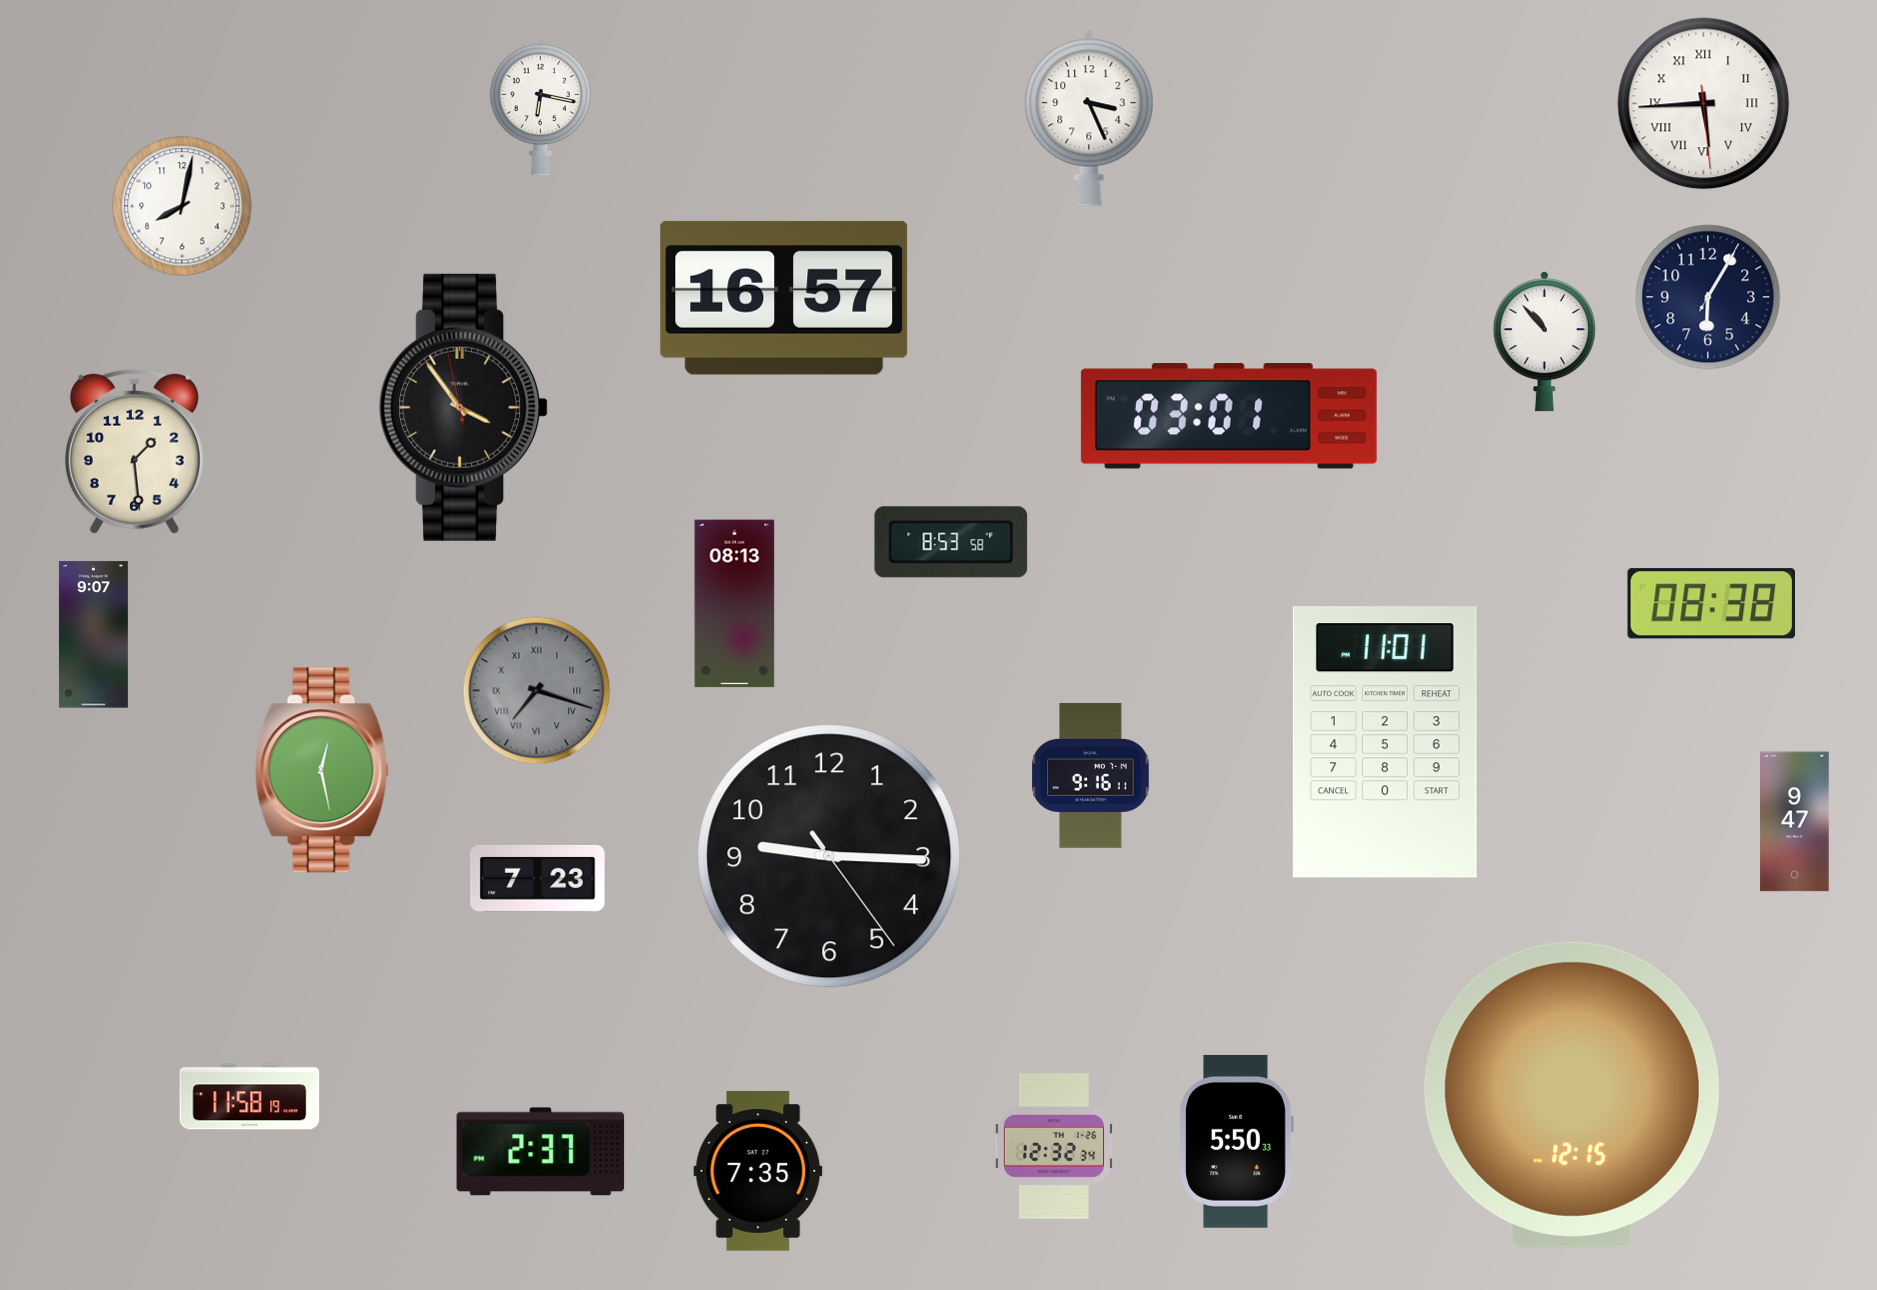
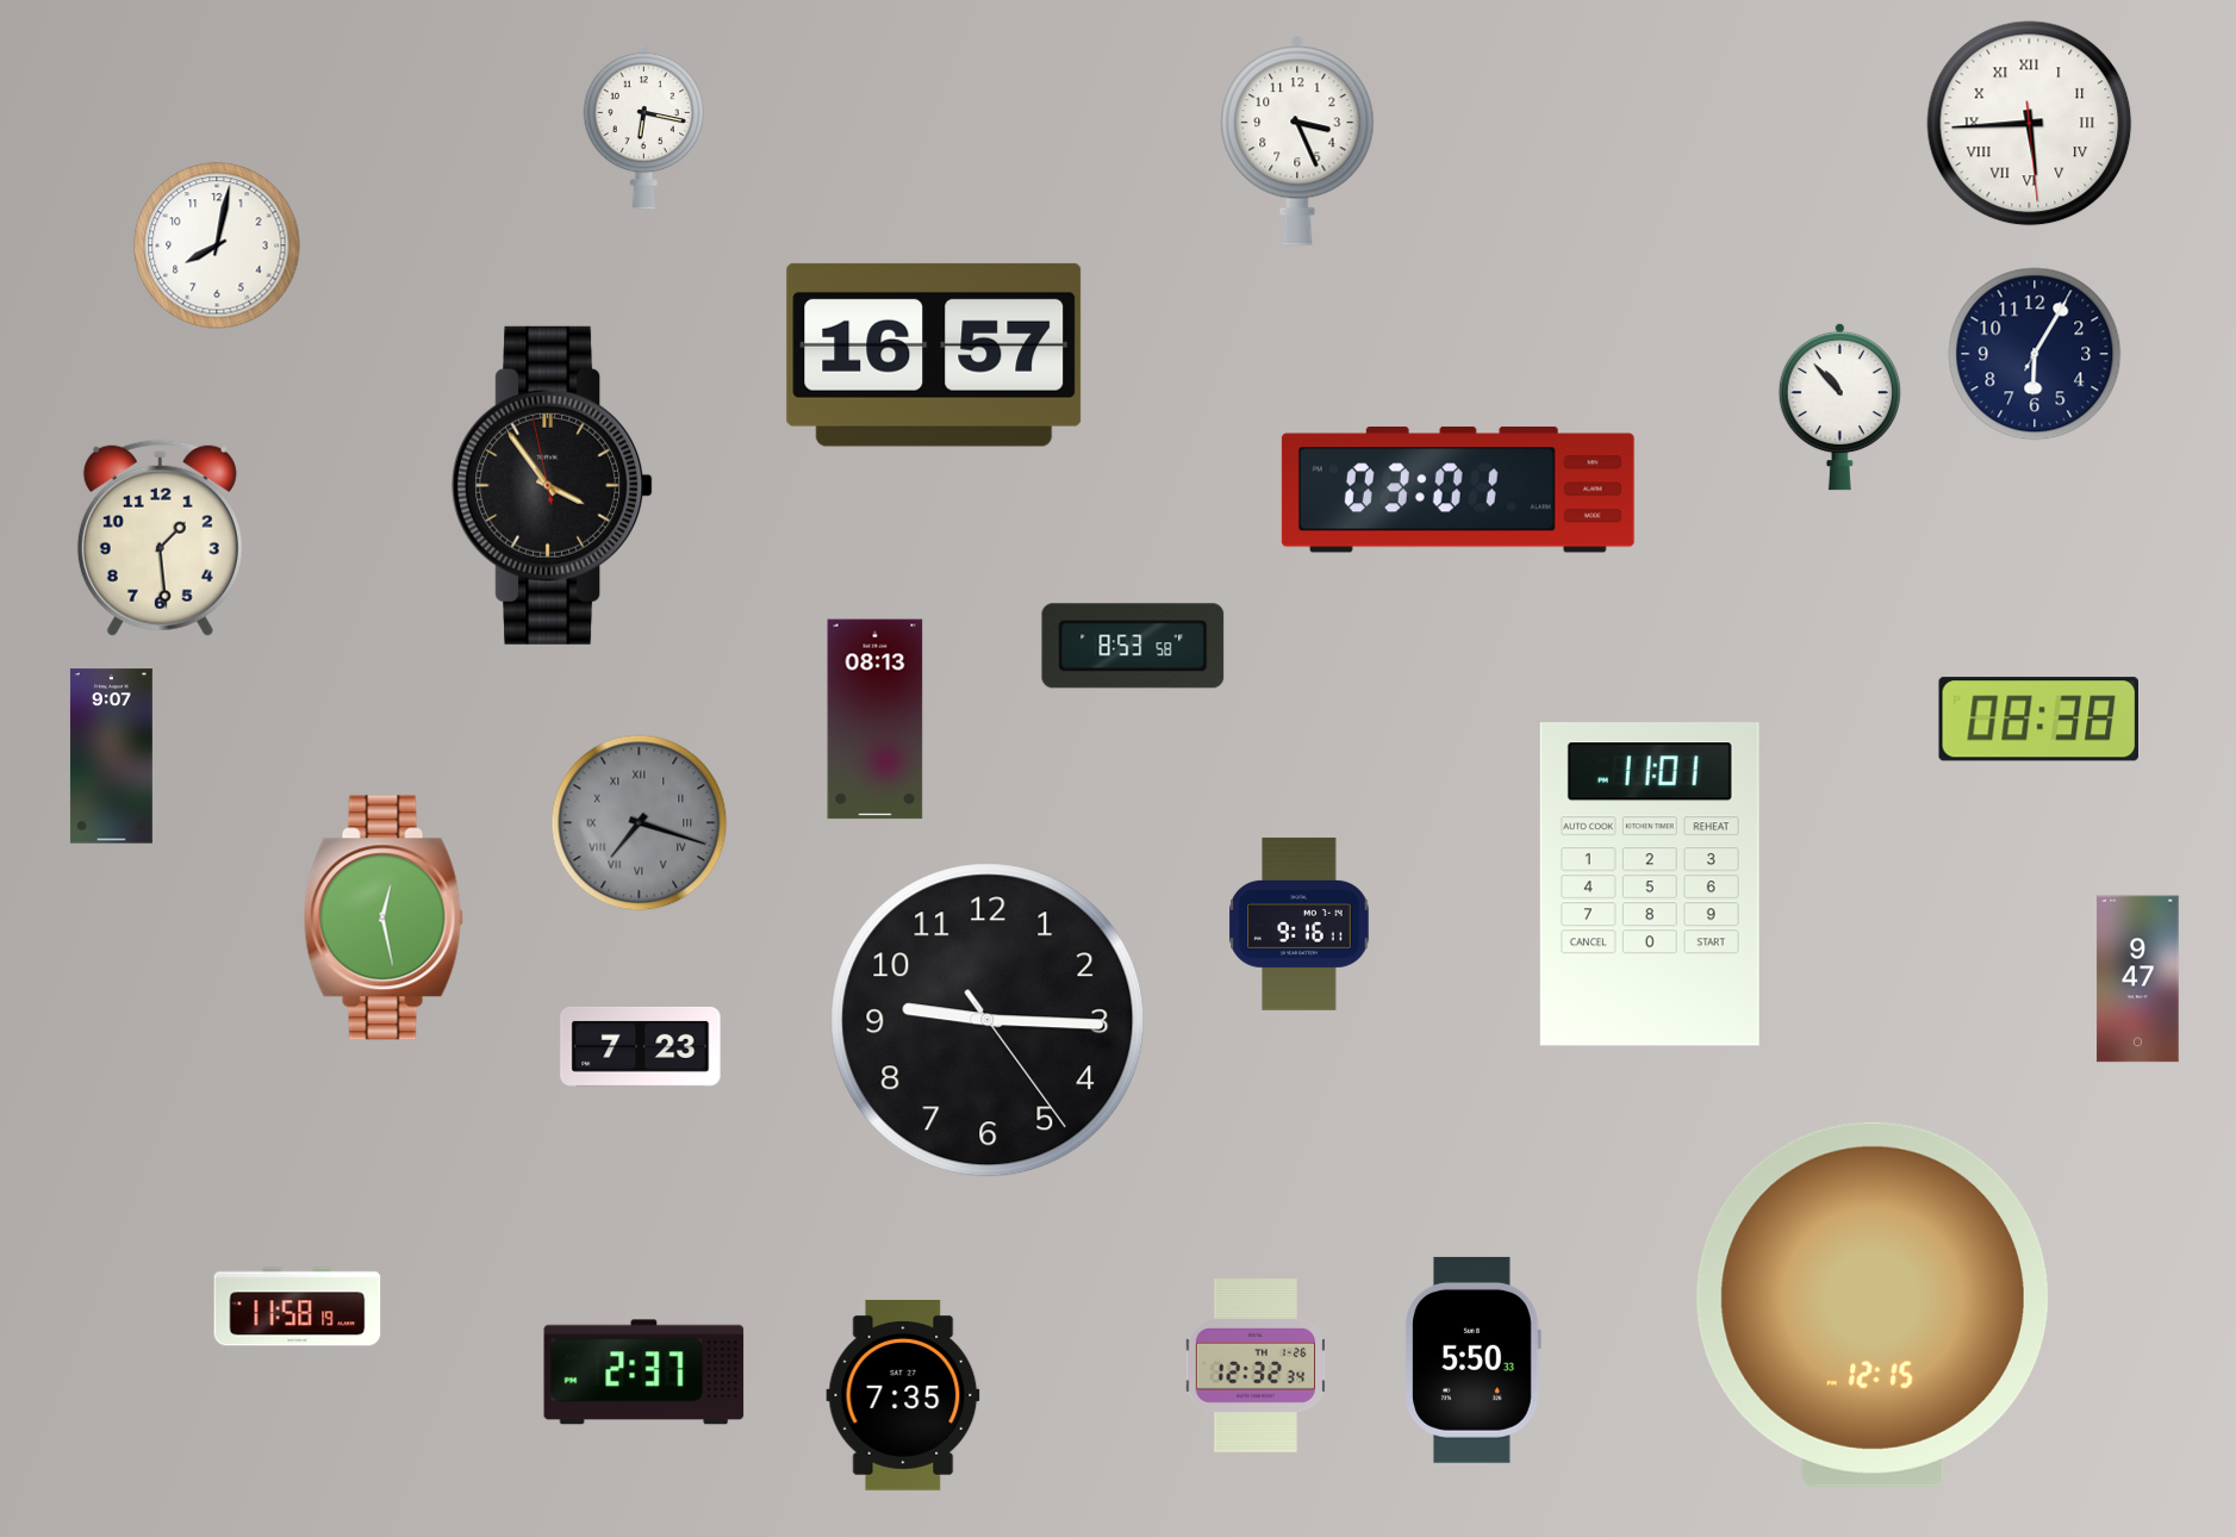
clock at (1229, 416) position: (1229, 416) -> (1458, 490)
